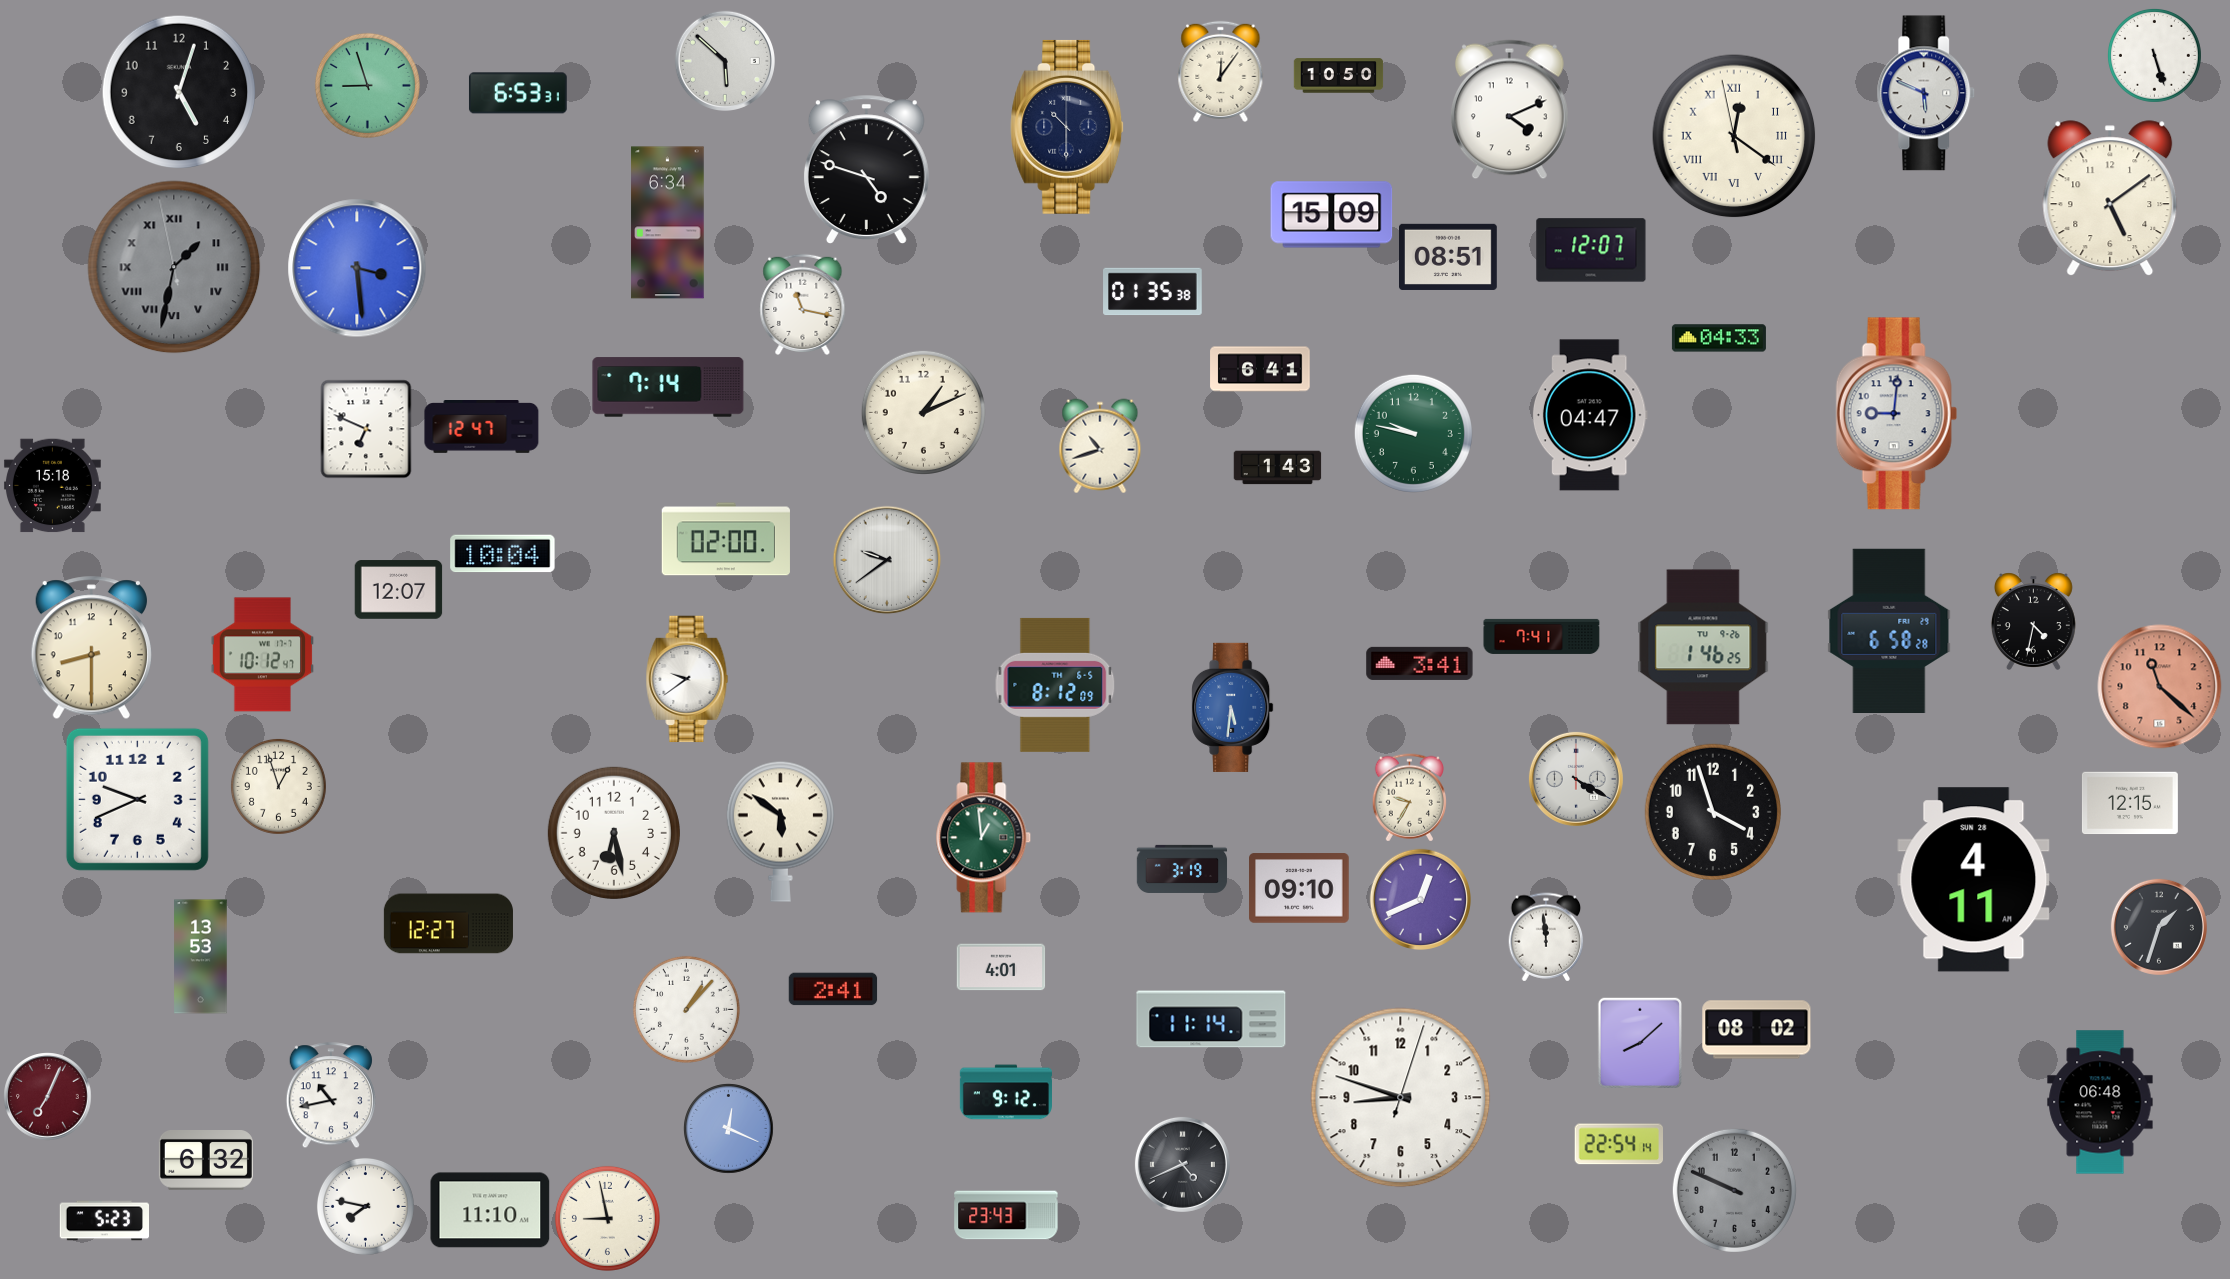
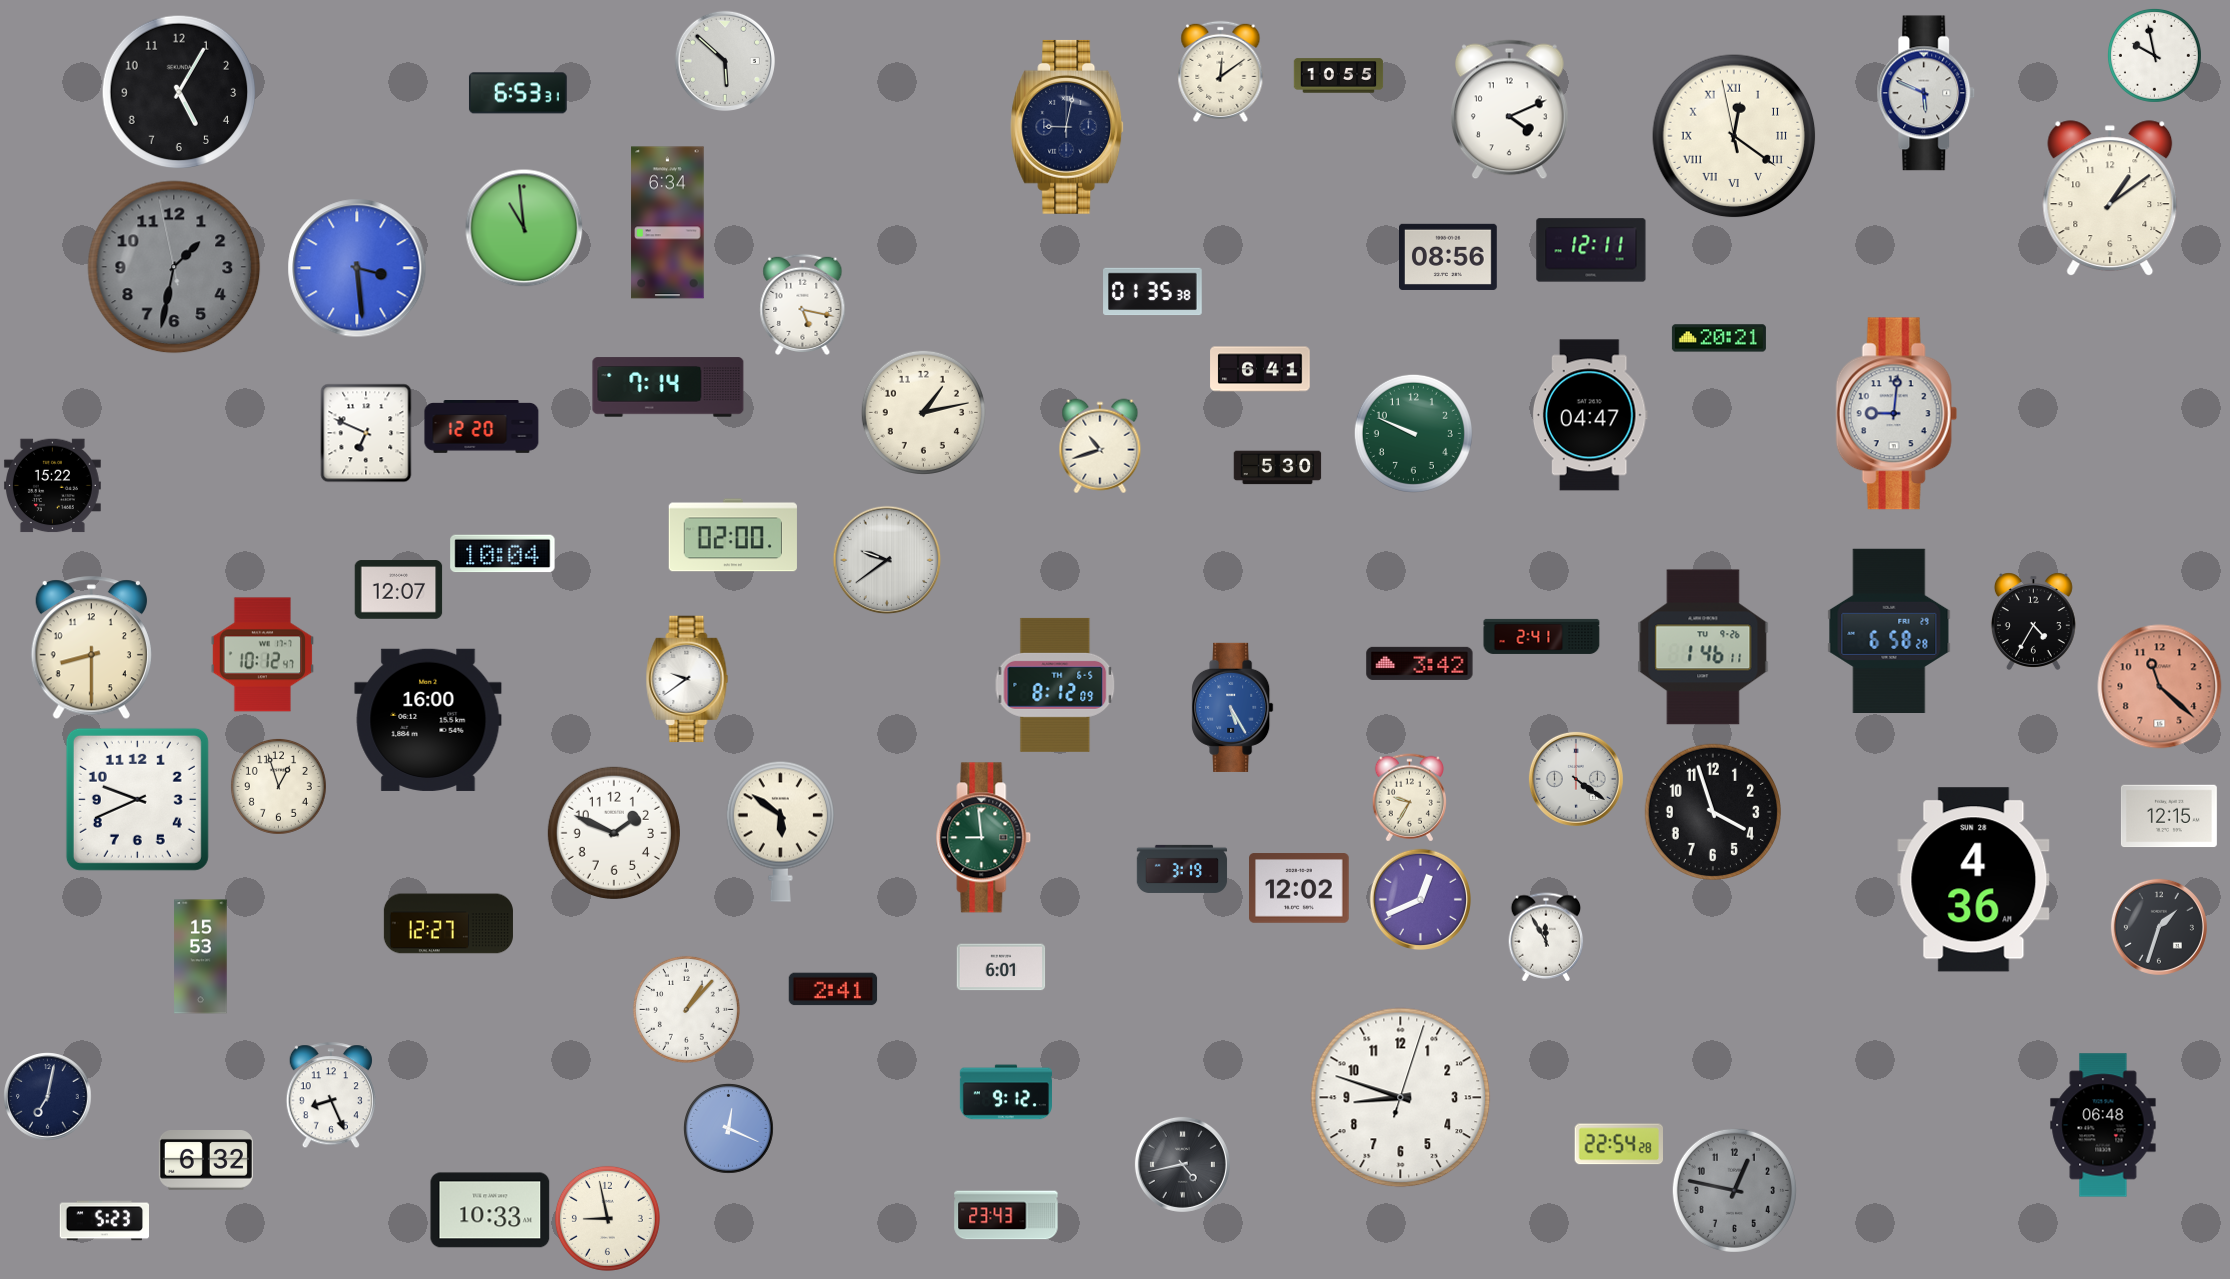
clock at (2154, 55): 5:27 -> 9:58
clock at (1221, 71): 12:06 -> 12:09
clock at (1339, 76): 10:50 -> 10:55
clock at (367, 85): 8:57 -> none
clock at (179, 92): 5:03 -> 5:05
clock at (1068, 127): 10:30 -> 9:02
clock at (866, 169): 4:48 -> none
clock at (2110, 199): 5:09 -> 1:09
clock at (1332, 215): 15:09 -> none
clock at (524, 228): none -> 10:59
clock at (1591, 250): 12:07 -> 12:11
clock at (1449, 257): 08:51 -> 08:56
clock at (174, 267) numerals: Roman -> Arabic
clock at (803, 304): 11:17 -> 5:17
clock at (1719, 338): 04:33 -> 20:21
clock at (923, 412): 1:11 -> 1:13
clock at (482, 427): 12:47 -> 12:20
clock at (366, 429) position: (366, 429) -> (366, 433)
clock at (1413, 433): 9:47 -> 9:49
clock at (1278, 468): 1:43 -> 5:30
clock at (52, 486): 15:18 -> 15:22
clock at (726, 539) position: (726, 539) -> (733, 535)
clock at (2033, 621): 4:32 -> 4:35
clock at (1542, 636): 7:41 -> 2:41
clock at (1703, 647): 1:46:25 -> 1:46:11
clock at (1420, 663): 3:41 -> 3:42
clock at (1233, 707): 5:31 -> 5:25
clock at (428, 720): none -> 16:00
clock at (1576, 779): 4:20 -> 4:21
clock at (2130, 803) position: (2130, 803) -> (2169, 816)
clock at (614, 833): 6:28 -> 1:49
clock at (984, 838): 12:59 -> 8:59
clock at (1974, 880): 4:11 -> 4:36
clock at (1299, 888): 09:10 -> 12:02
clock at (1546, 937): 11:59 -> 11:55
clock at (201, 957): 13:53 -> 15:53
clock at (1001, 967): 4:01 -> 6:01
clock at (1211, 1019): 11:14 -> none
clock at (1757, 1030): 08:02 -> none
clock at (1639, 1043): 8:08 -> none
clock at (331, 1096): 10:43 -> 8:26
clock at (48, 1097): 7:04 -> 7:02
clock at (48, 1097) dial: burgundy -> navy
clock at (2100, 1102) position: (2100, 1102) -> (2103, 1125)
clock at (1618, 1144): 22:54:14 -> 22:54:28
clock at (1182, 1164): 4:41 -> 4:43
clock at (1734, 1190): 9:49 -> 12:47
clock at (365, 1206): 7:47 -> none
clock at (490, 1210): 11:10 -> 10:33
